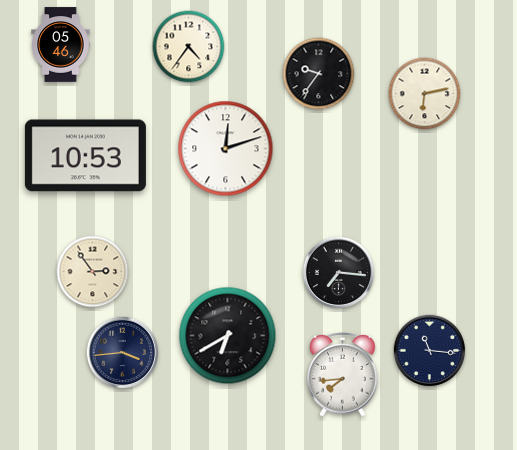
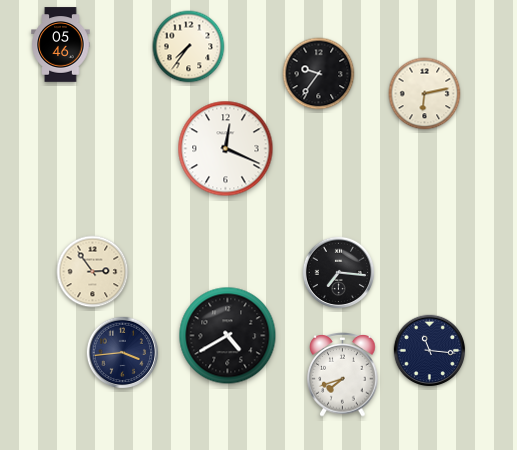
clock at (189, 47): 4:36 -> 7:36
clock at (226, 149): 12:12 -> 12:19
clock at (85, 156): 10:53 -> none
clock at (228, 336): 6:40 -> 4:40
clock at (343, 375): 7:44 -> 7:42
